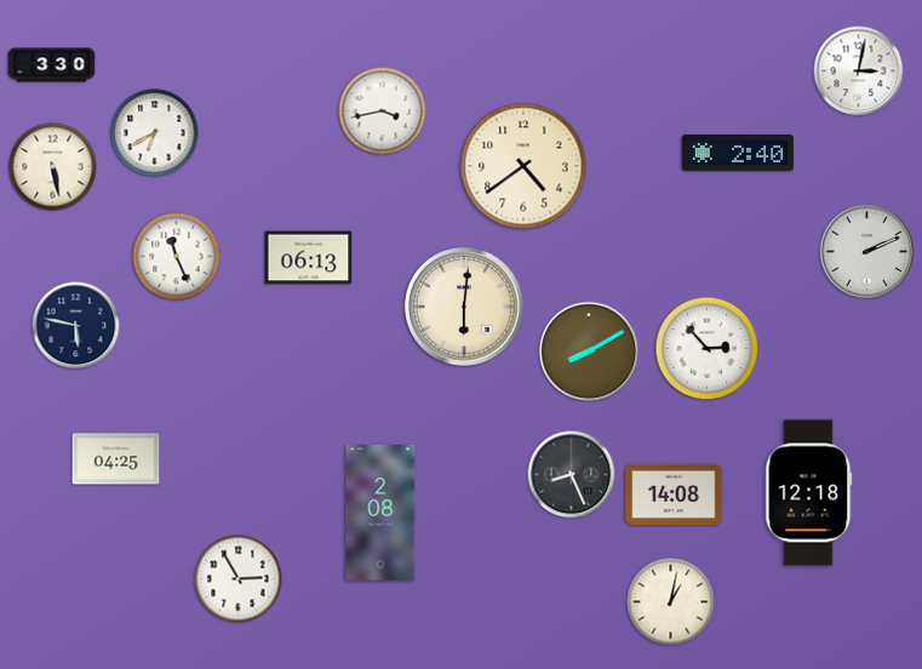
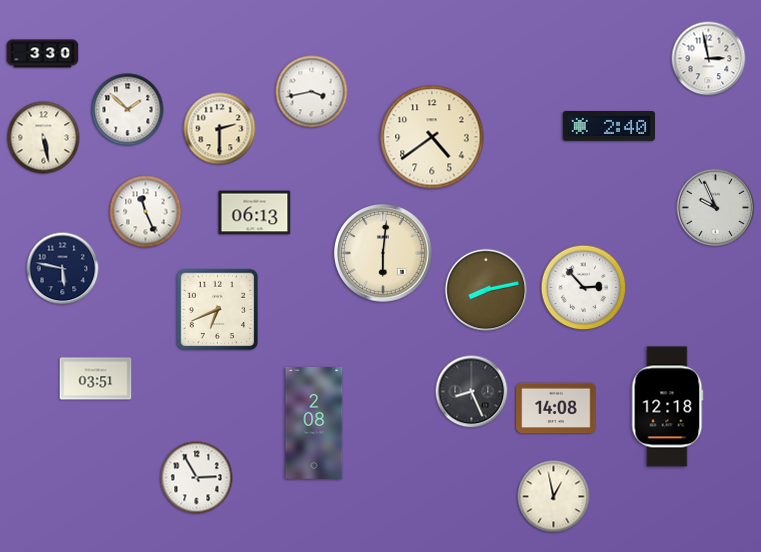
clock at (859, 72): 3:02 -> 2:58
clock at (383, 111) position: (383, 111) -> (312, 92)
clock at (155, 133): 6:40 -> 1:52
clock at (220, 129): none -> 2:30
clock at (867, 252): 2:11 -> 9:56
clock at (589, 351): 8:10 -> 8:13
clock at (218, 310): none -> 6:41
clock at (116, 459): 04:25 -> 03:51
clock at (671, 602): 1:02 -> 12:58
